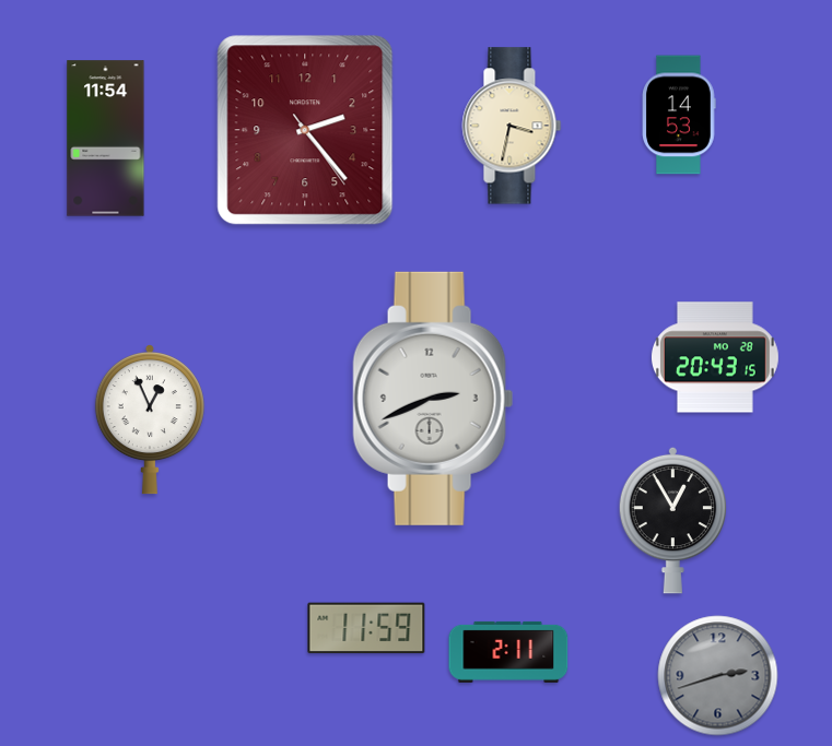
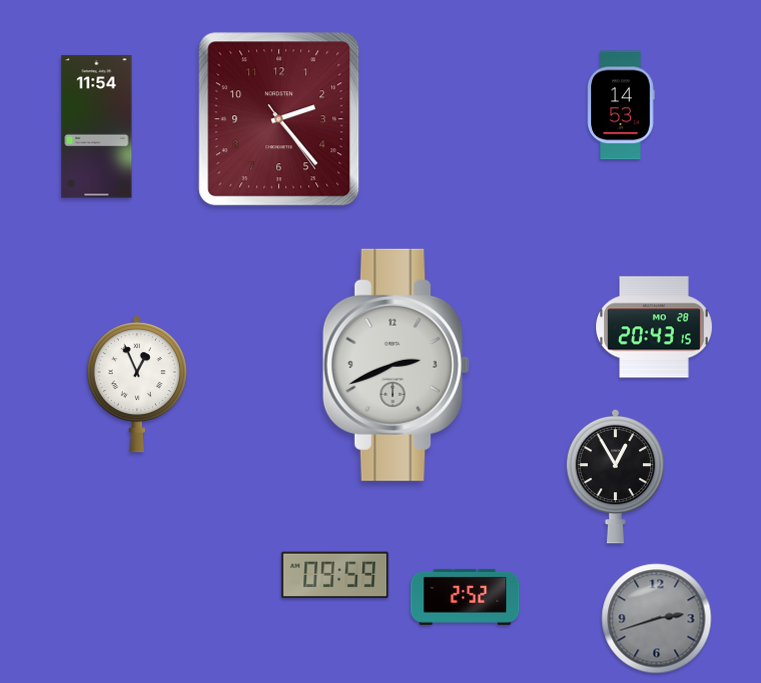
clock at (512, 126): 3:32 -> none
clock at (366, 628): 11:59 -> 09:59
clock at (508, 652): 2:11 -> 2:52
